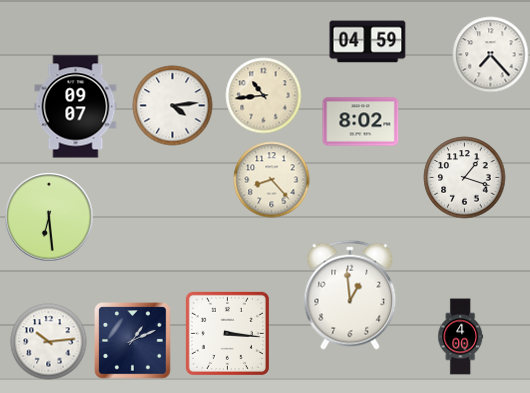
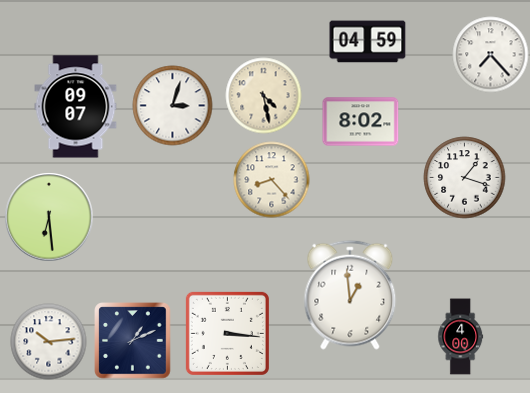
clock at (264, 96): 10:44 -> 4:28
clock at (173, 106): 4:14 -> 3:03
